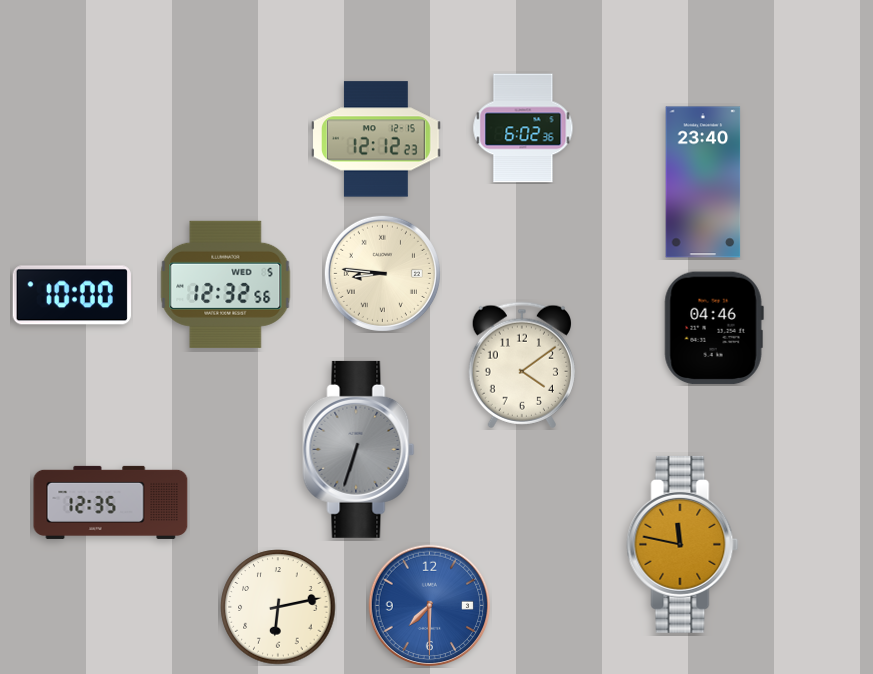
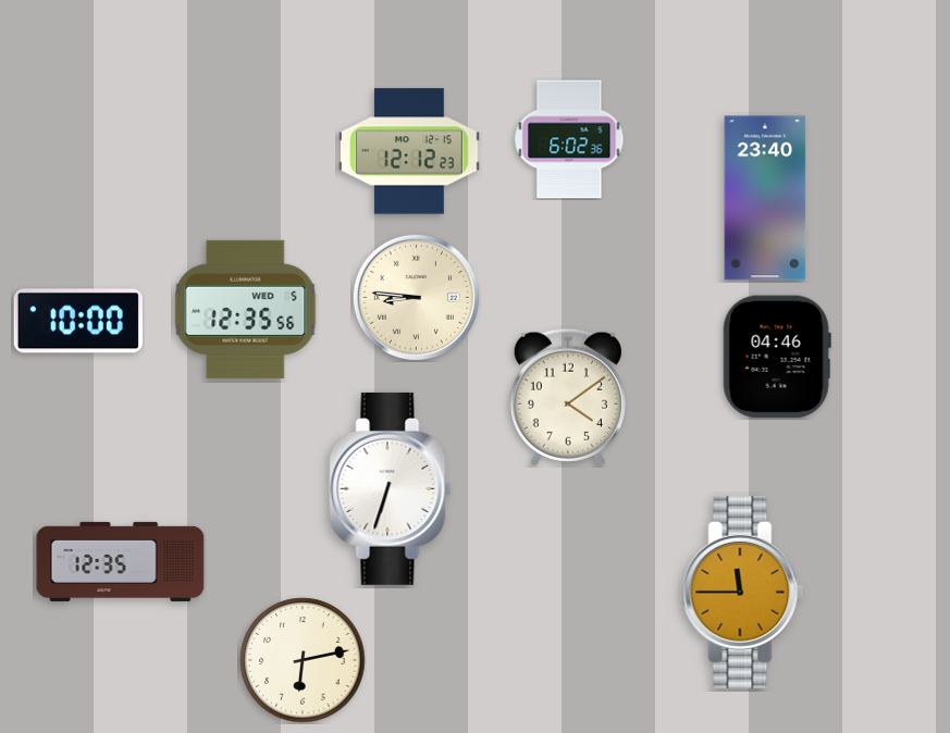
clock at (226, 284): 12:32 -> 12:35
clock at (359, 449) dial: grey -> white
clock at (111, 502) position: (111, 502) -> (121, 561)
clock at (683, 544): 11:47 -> 11:45
clock at (430, 606): 7:30 -> none
